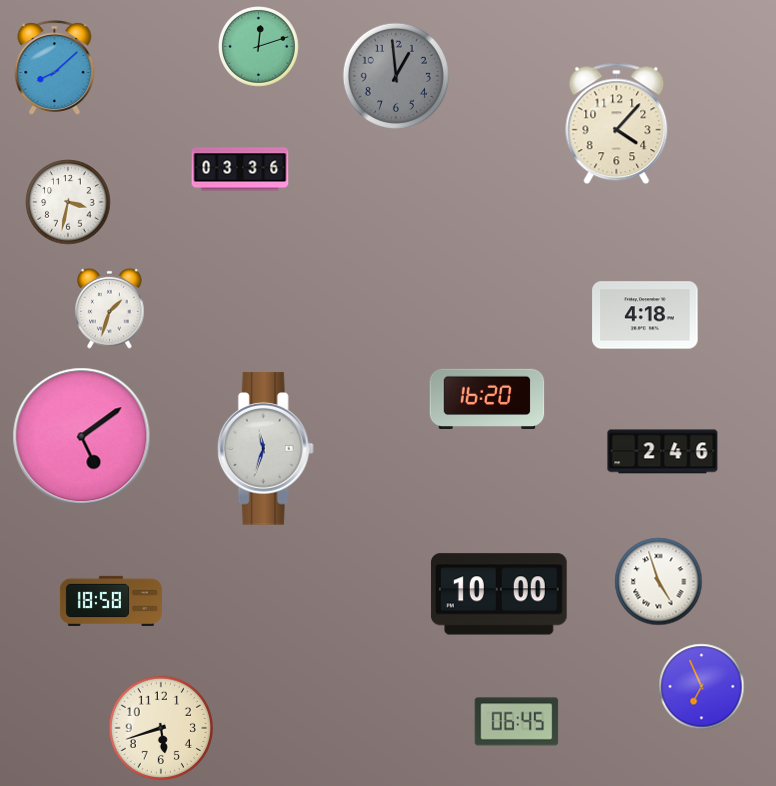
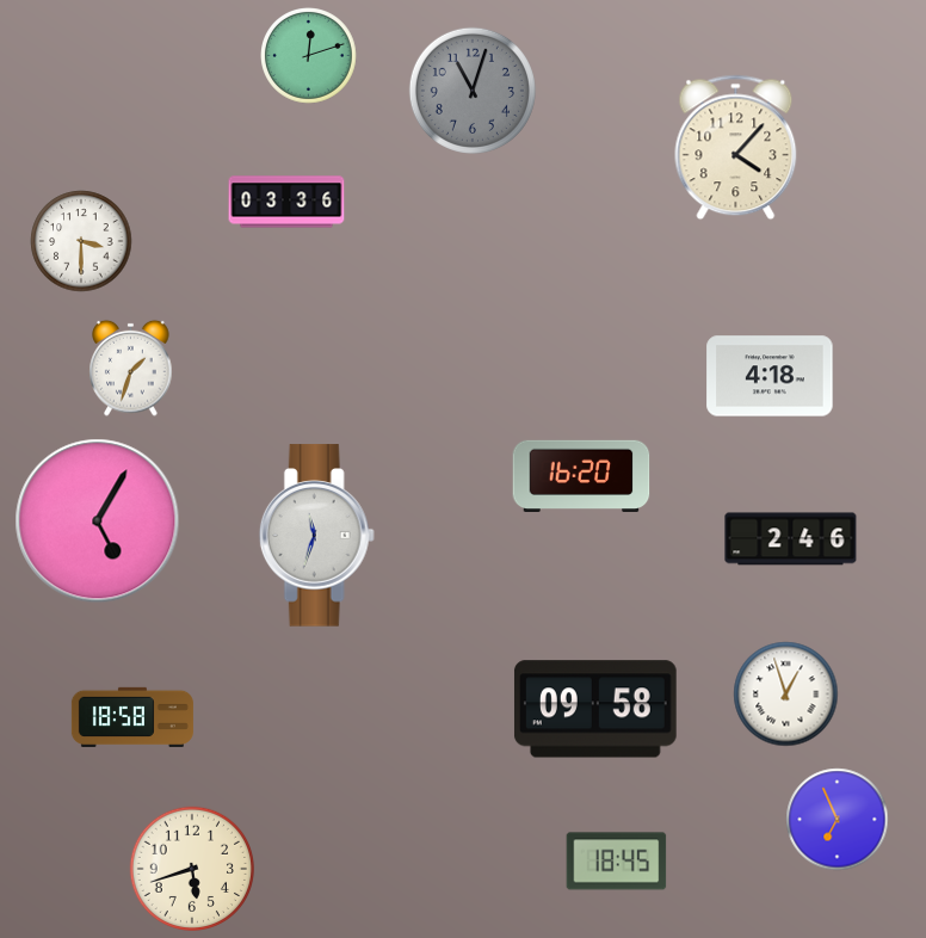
clock at (55, 68): 8:08 -> none
clock at (396, 76): 12:59 -> 11:03
clock at (68, 202): 3:32 -> 3:30
clock at (82, 437): 5:09 -> 5:05
clock at (659, 582): 4:57 -> 12:57
clock at (499, 594): 10:00 -> 09:58
clock at (517, 722): 06:45 -> 18:45
